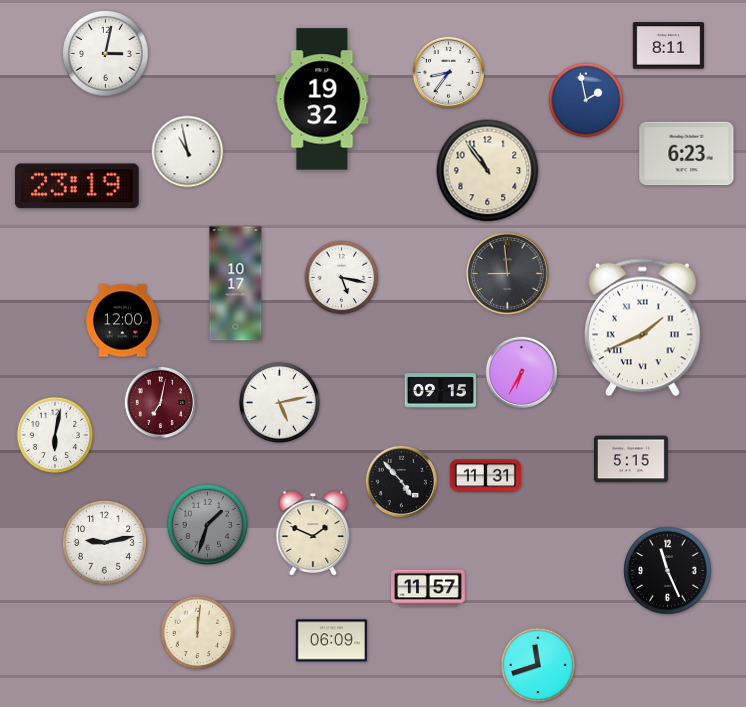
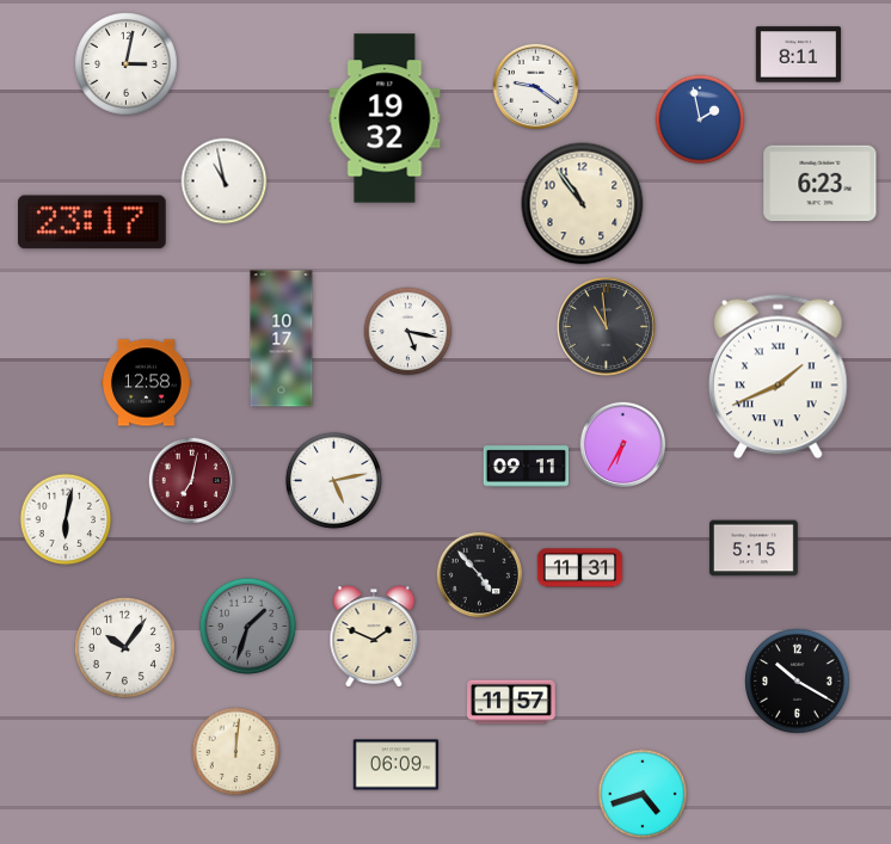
clock at (449, 73): 8:36 -> 9:21
clock at (78, 186): 23:19 -> 23:17
clock at (508, 274): 8:59 -> 10:59
clock at (123, 321): 12:00 -> 12:58
clock at (643, 328) position: (643, 328) -> (779, 377)
clock at (440, 391): 09:15 -> 09:11
clock at (105, 543): 9:13 -> 10:06
clock at (668, 571): 11:26 -> 10:20
clock at (198, 633) position: (198, 633) -> (236, 752)
clock at (538, 665): 11:42 -> 4:42
